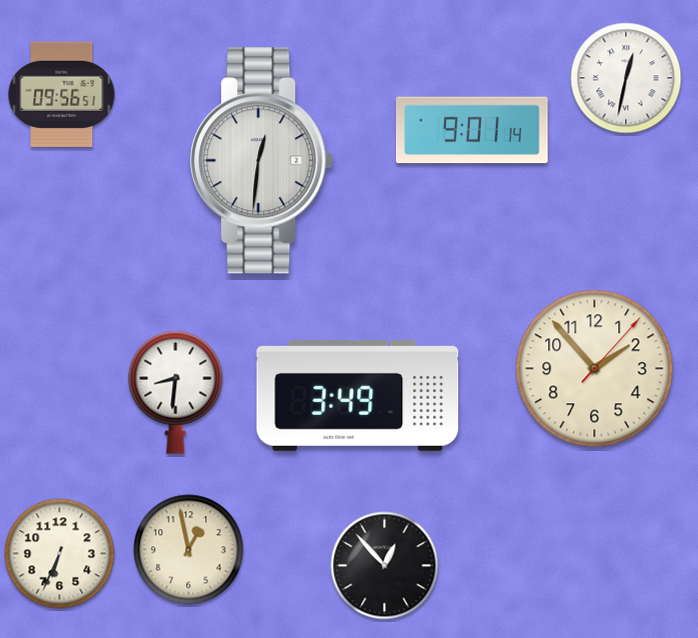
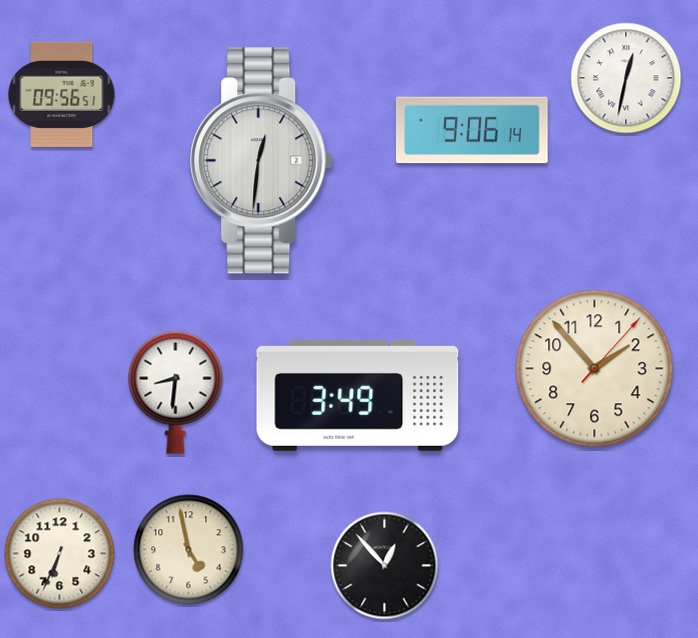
clock at (472, 130): 9:01 -> 9:06
clock at (189, 550): 12:58 -> 4:58
